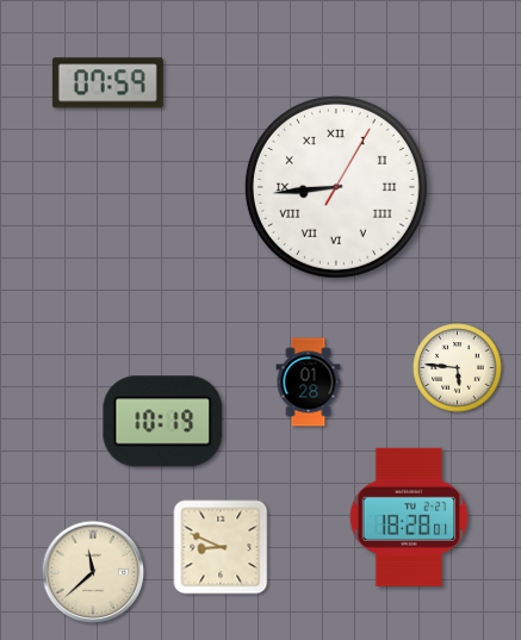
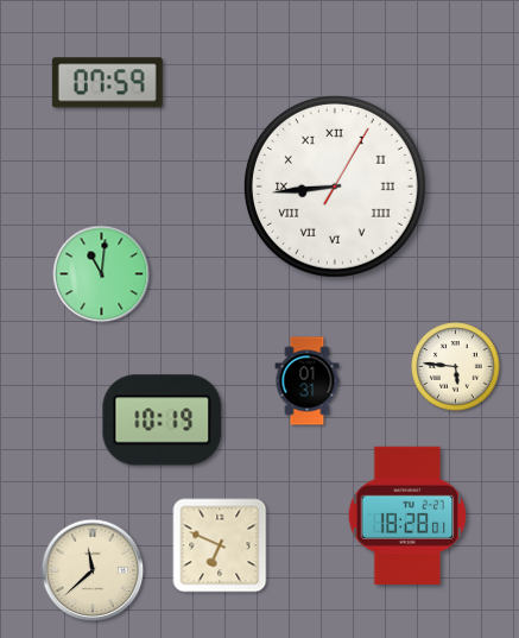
clock at (102, 274): none -> 11:01
clock at (309, 383): 01:28 -> 01:31
clock at (221, 547): 8:49 -> 6:49
